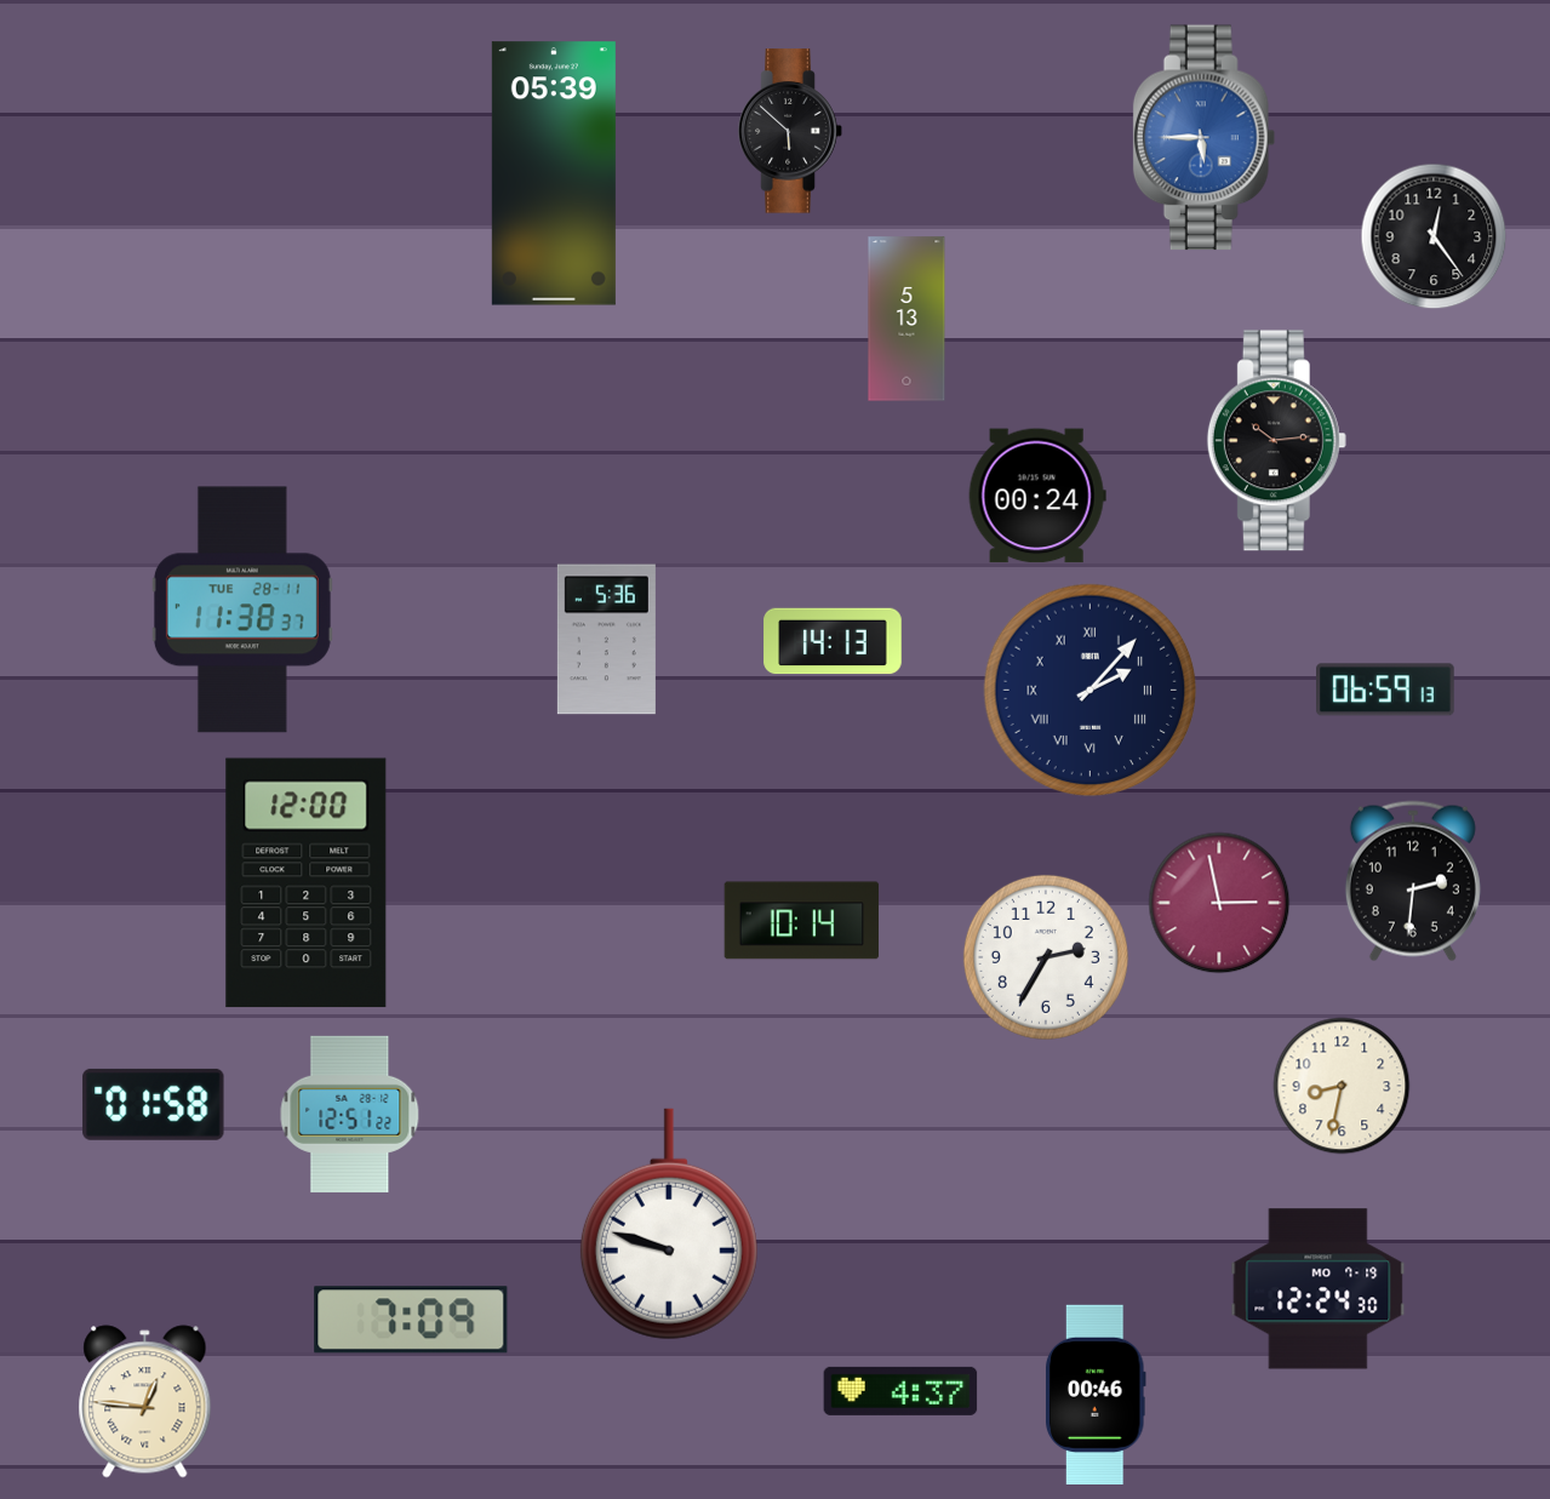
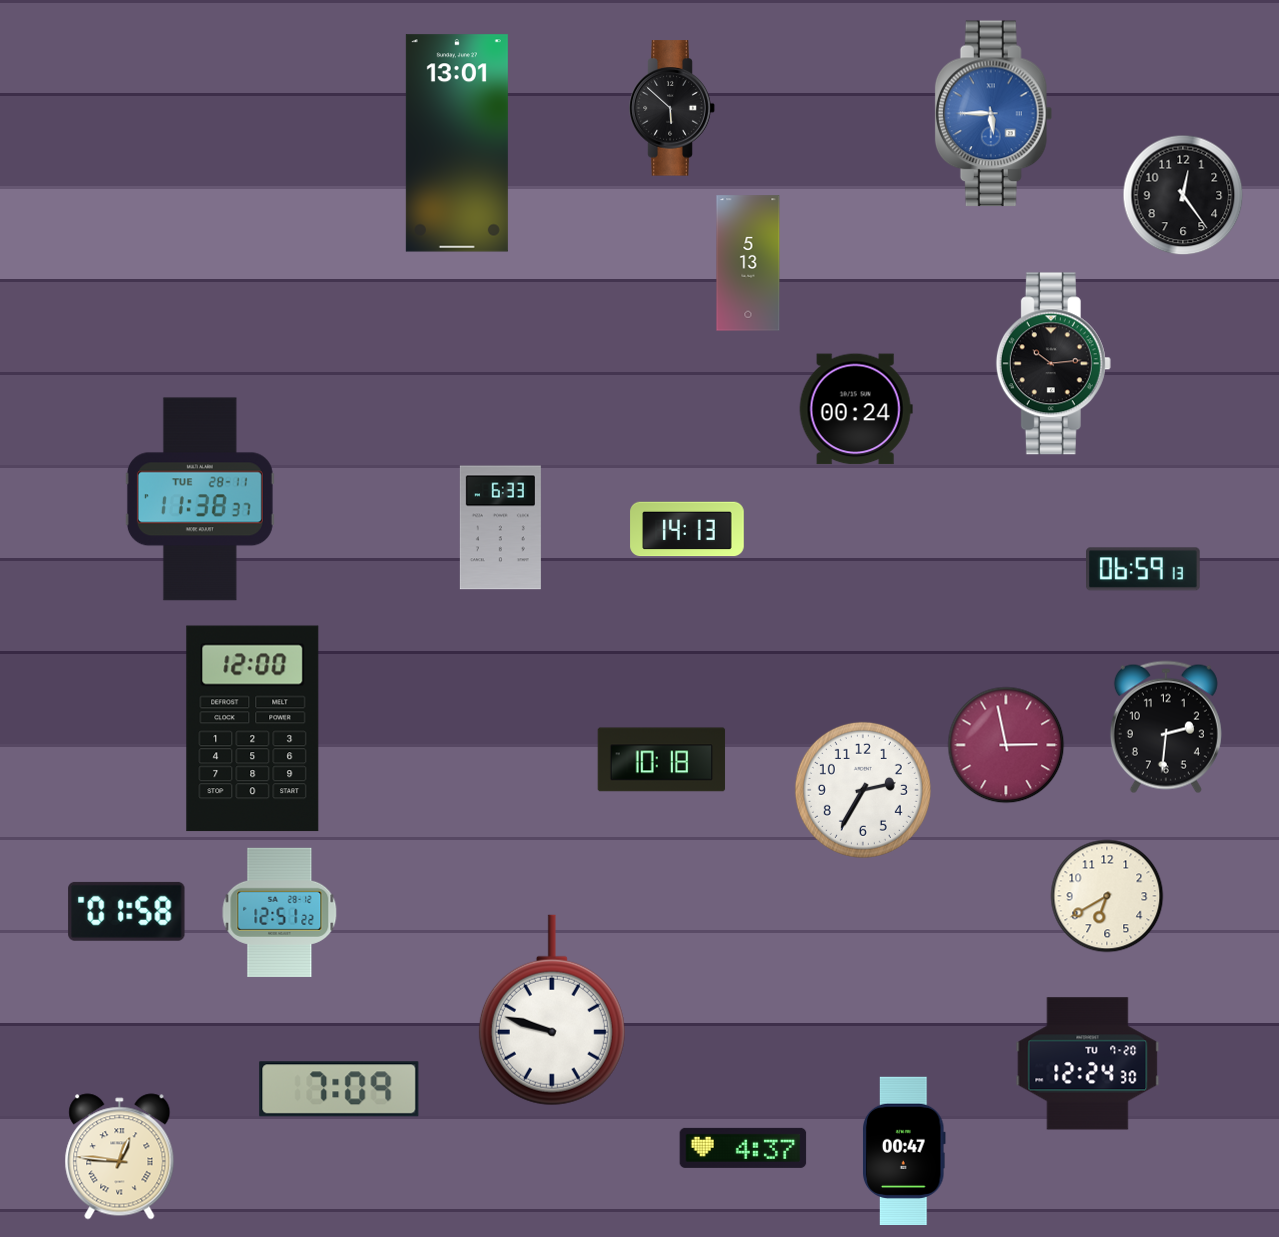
clock at (790, 131) position: (790, 131) -> (672, 108)
clock at (554, 173): 05:39 -> 13:01
clock at (242, 610) position: (242, 610) -> (200, 499)
clock at (606, 640): 5:36 -> 6:33
clock at (1091, 691): 2:07 -> none
clock at (802, 921): 10:14 -> 10:18
clock at (1342, 1086): 8:32 -> 6:40
clock at (350, 1114) position: (350, 1114) -> (280, 912)
clock at (1319, 1289) date: MO 7-19 -> TU 7-20
clock at (1097, 1394): 00:46 -> 00:47
